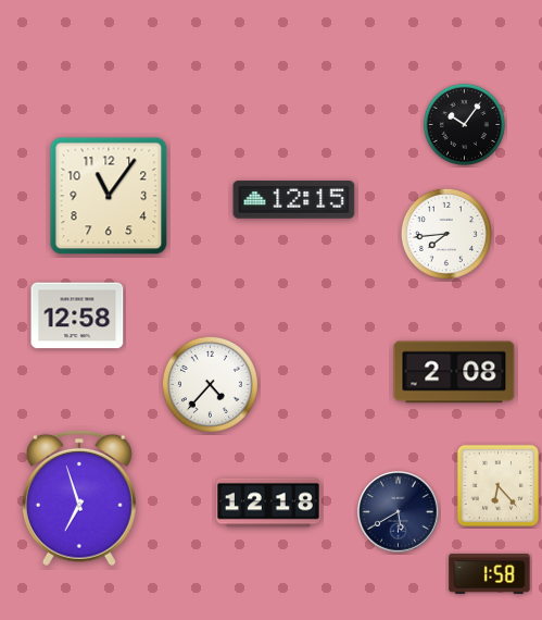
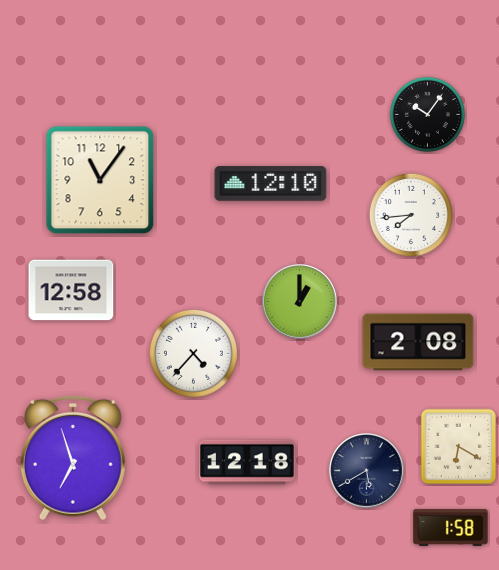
clock at (294, 200): 12:15 -> 12:10
clock at (300, 302): none -> 1:00
clock at (497, 485): 6:23 -> 6:20
